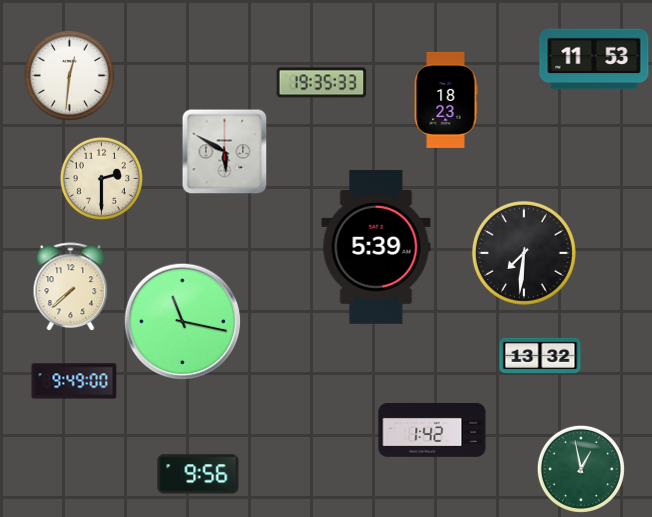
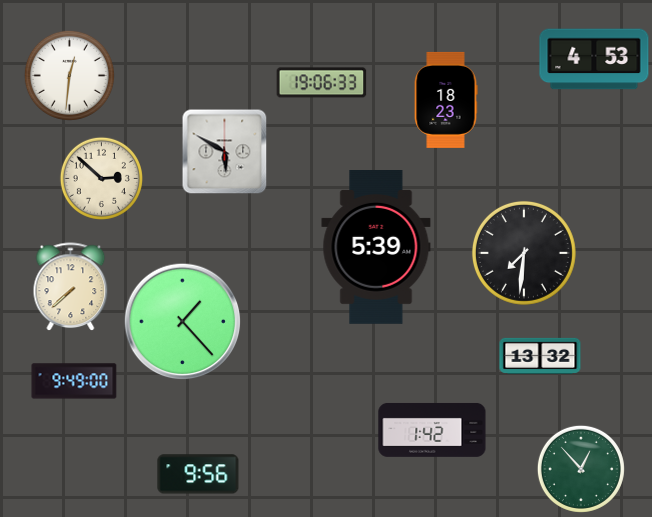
clock at (594, 59): 11:53 -> 4:53
clock at (322, 83): 19:35 -> 19:06
clock at (101, 178): 2:30 -> 2:52
clock at (183, 322): 11:17 -> 1:23
clock at (581, 469): 12:58 -> 12:53
